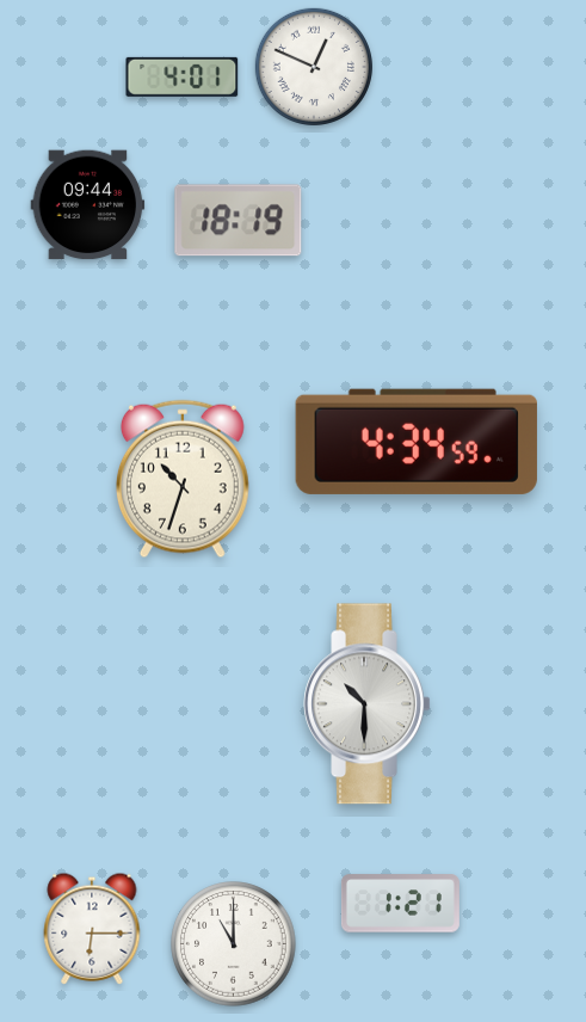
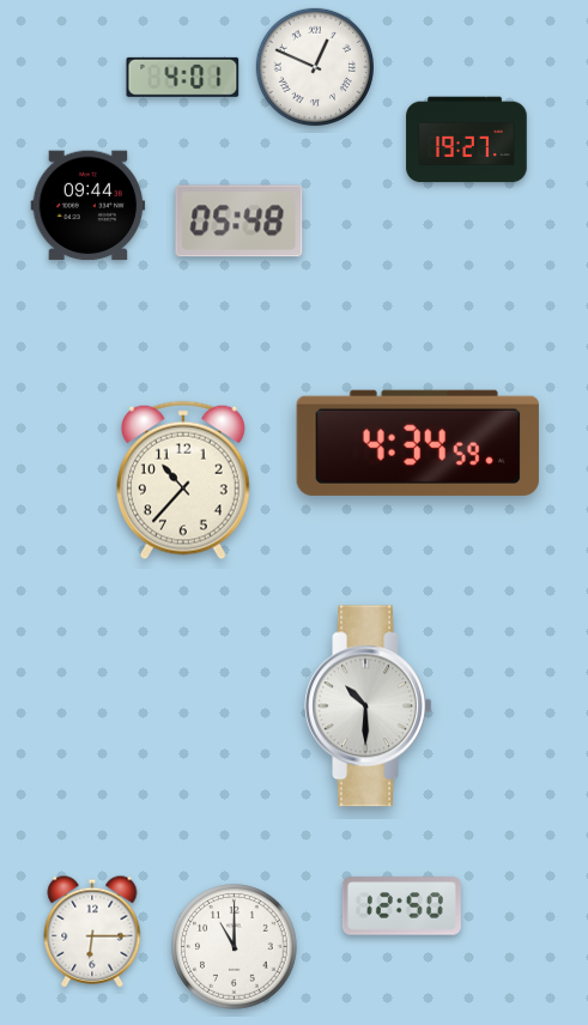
clock at (467, 140): none -> 19:27
clock at (239, 221): 18:19 -> 05:48
clock at (183, 479): 10:33 -> 10:37
clock at (400, 904): 1:21 -> 12:50
